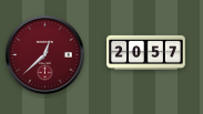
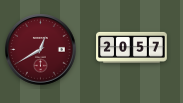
clock at (45, 55): 12:38 -> 12:40
